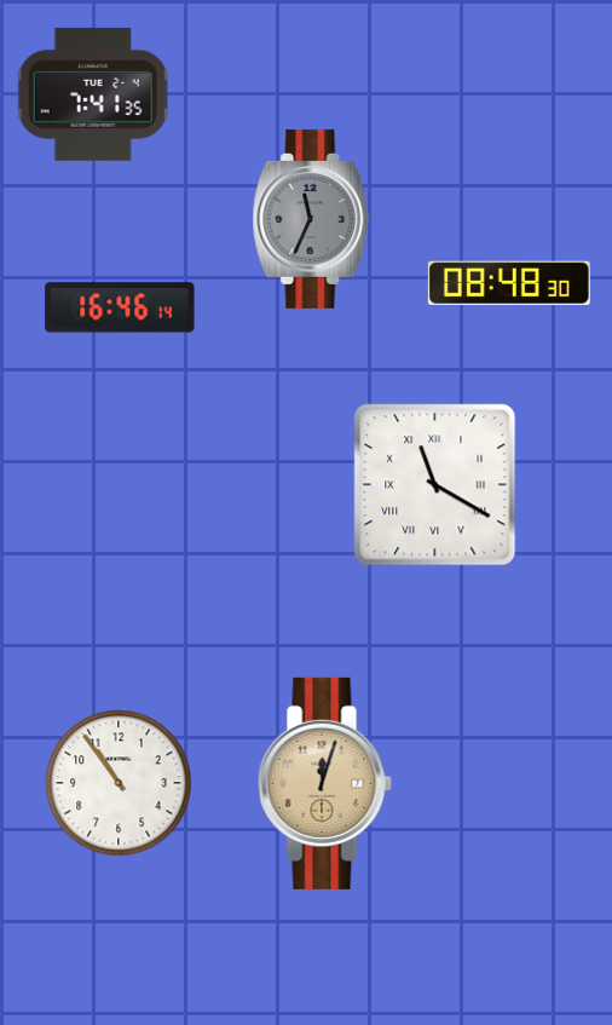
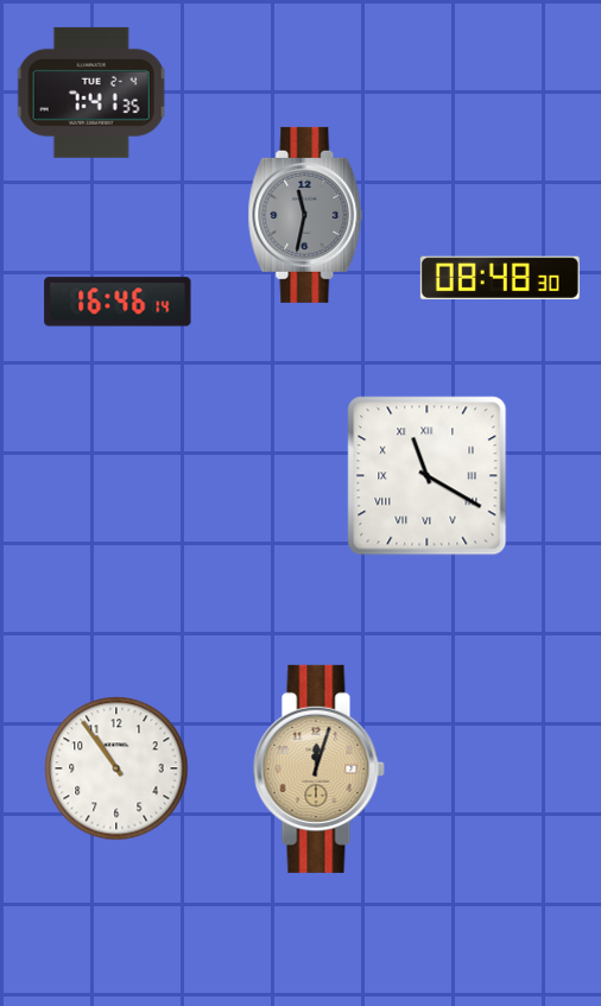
clock at (311, 219): 11:34 -> 11:32
